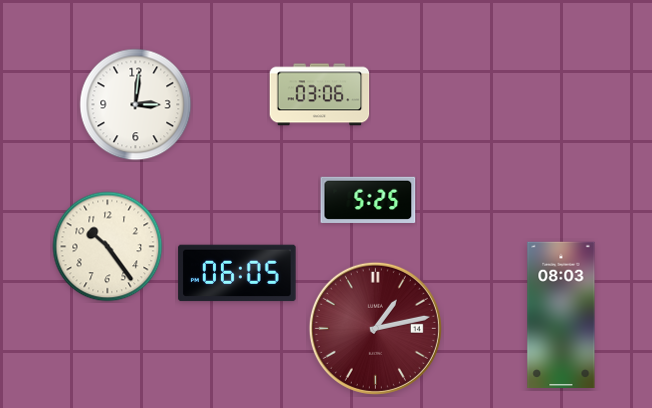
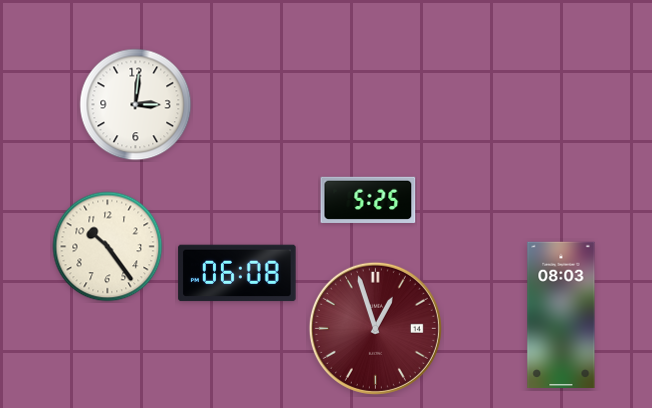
clock at (320, 95): 03:06 -> none
clock at (237, 273): 06:05 -> 06:08
clock at (375, 328): 1:13 -> 12:57
